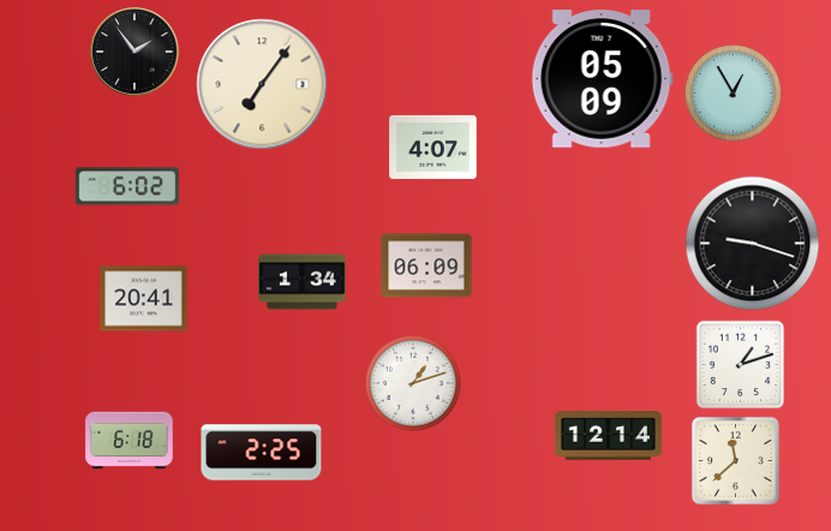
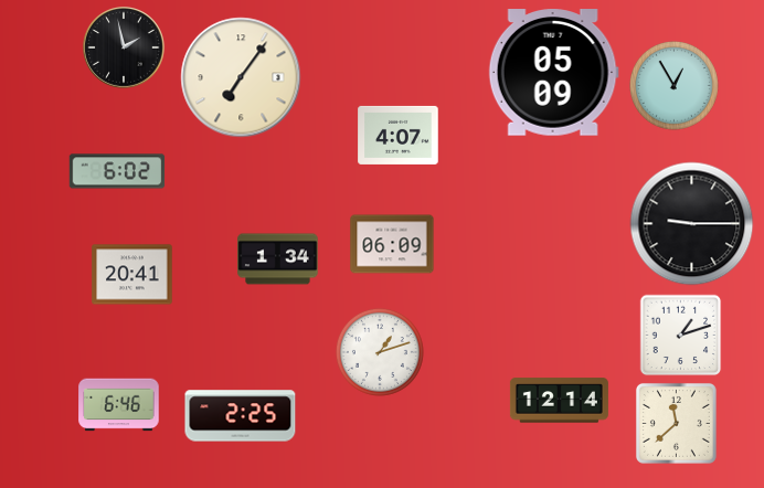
clock at (134, 52): 1:54 -> 1:58
clock at (753, 244): 9:18 -> 9:15
clock at (130, 441): 6:18 -> 6:46
